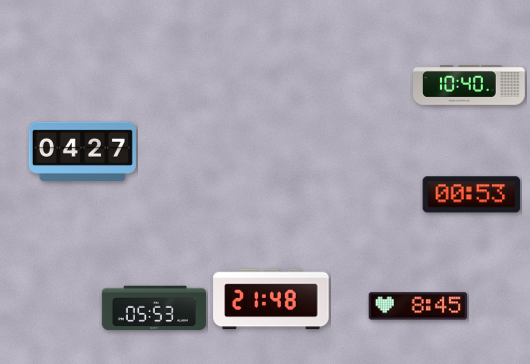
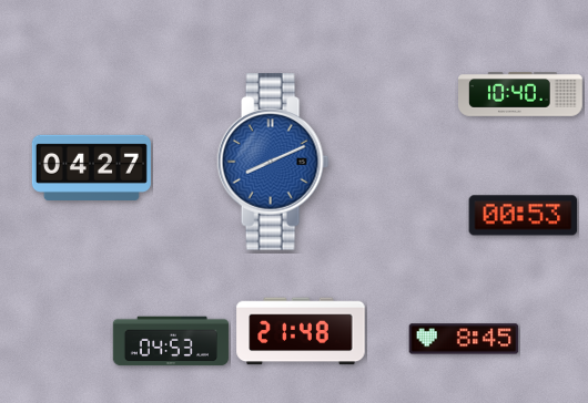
clock at (273, 162): none -> 8:11
clock at (154, 308): 05:53 -> 04:53
